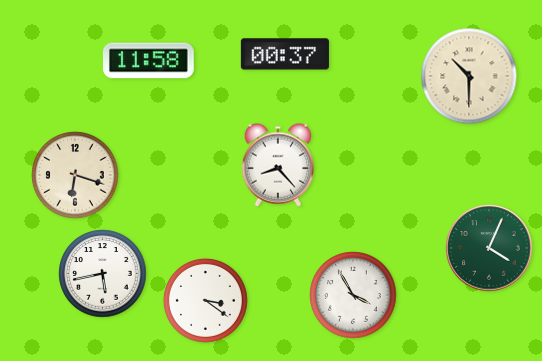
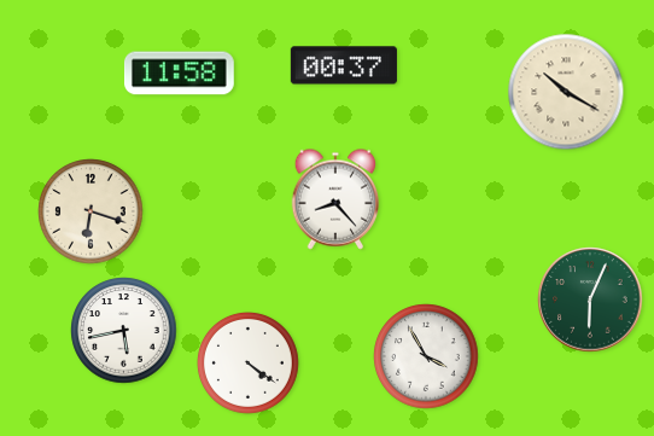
clock at (469, 76): 10:30 -> 10:20
clock at (489, 248): 4:04 -> 6:04
clock at (205, 300): 3:21 -> 4:21
